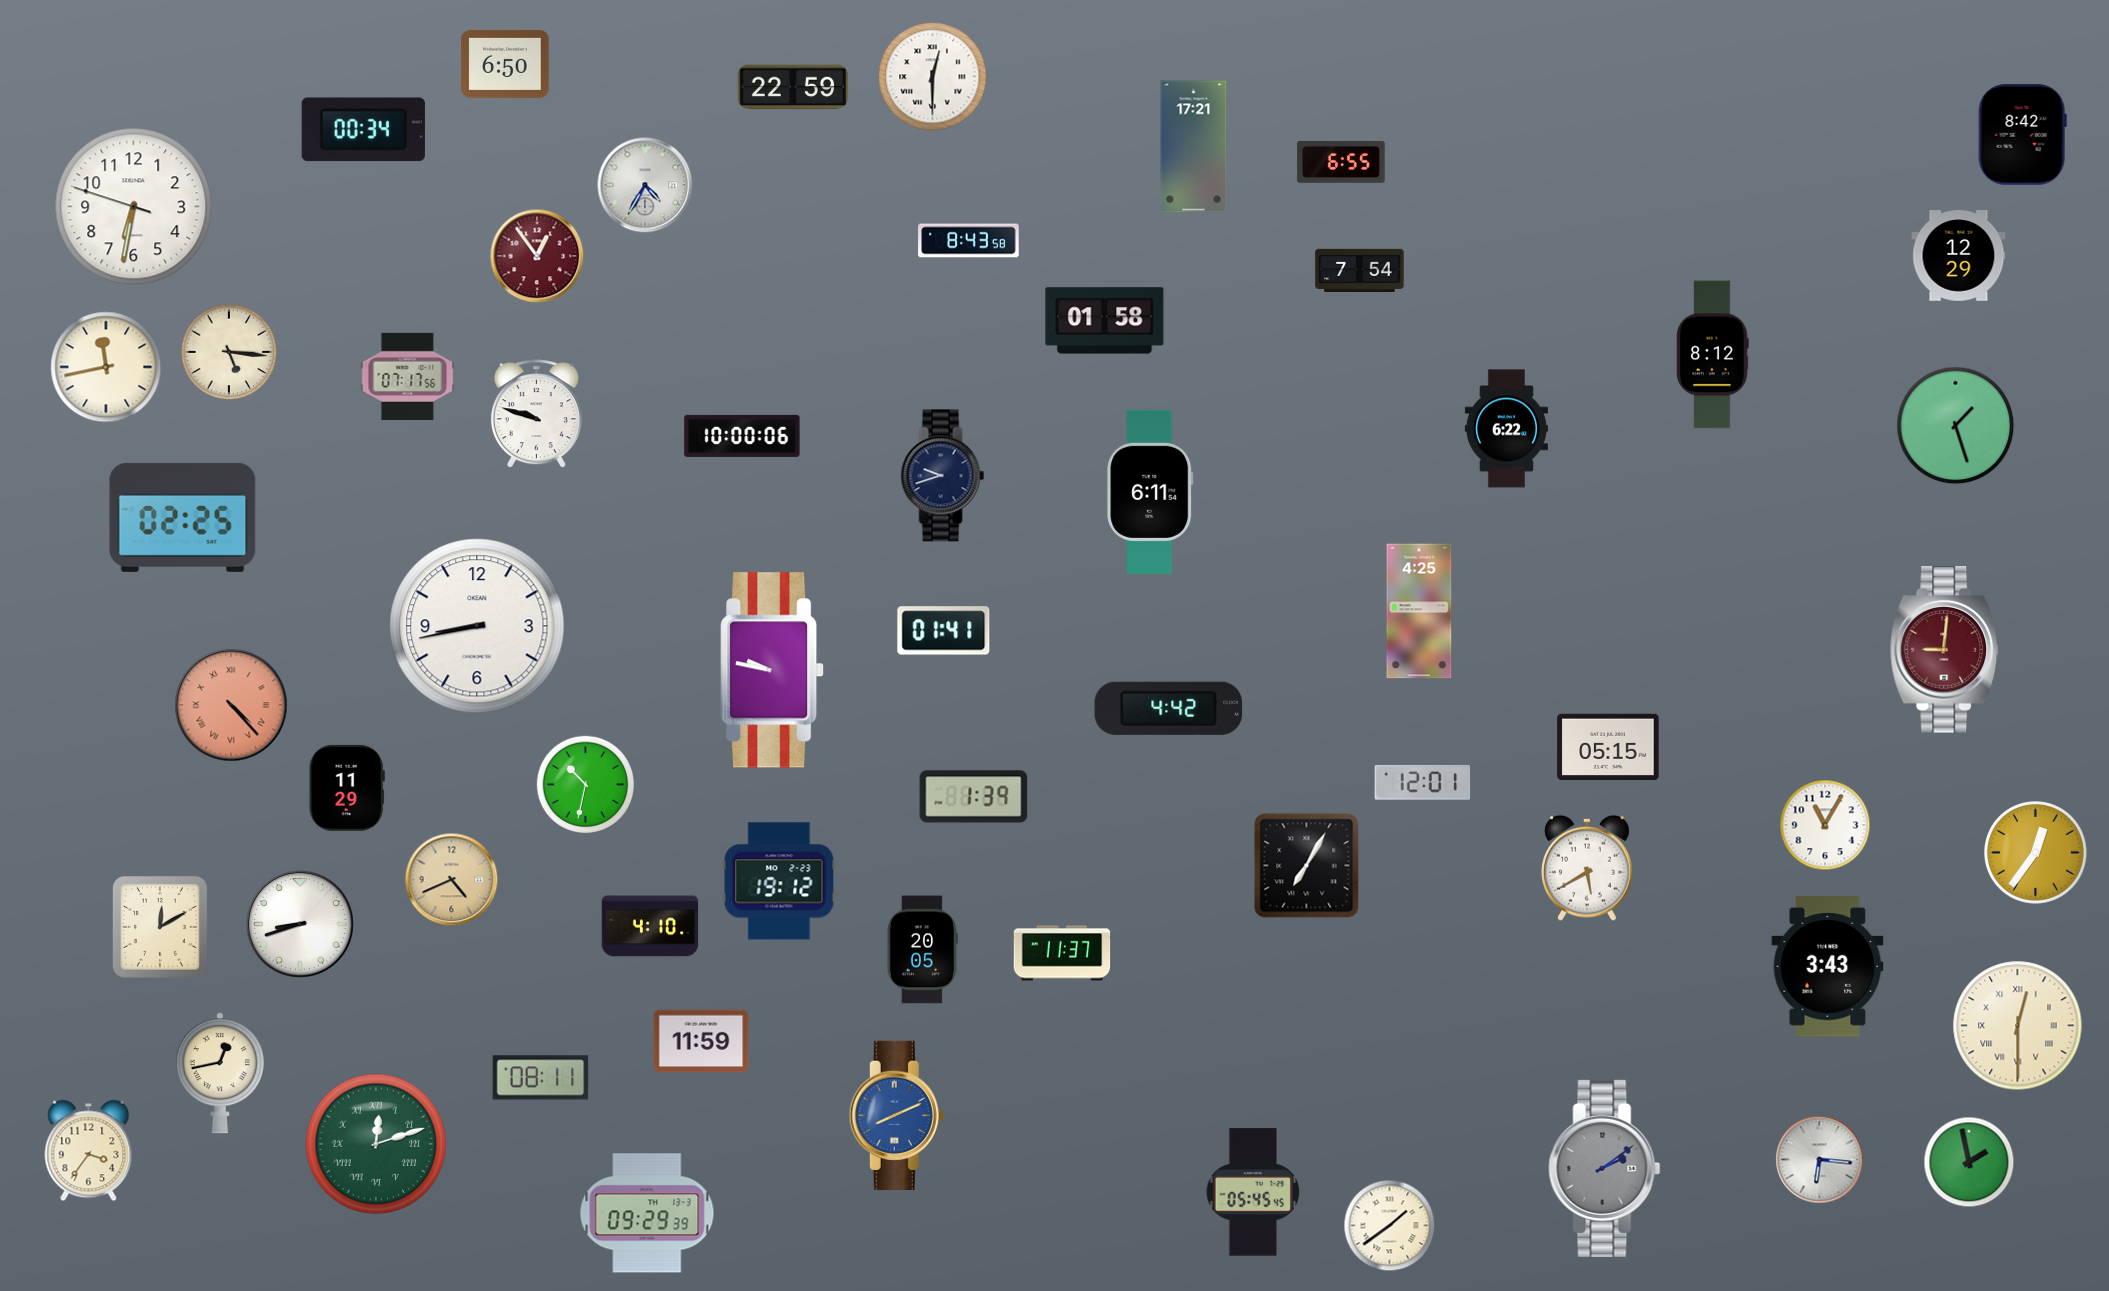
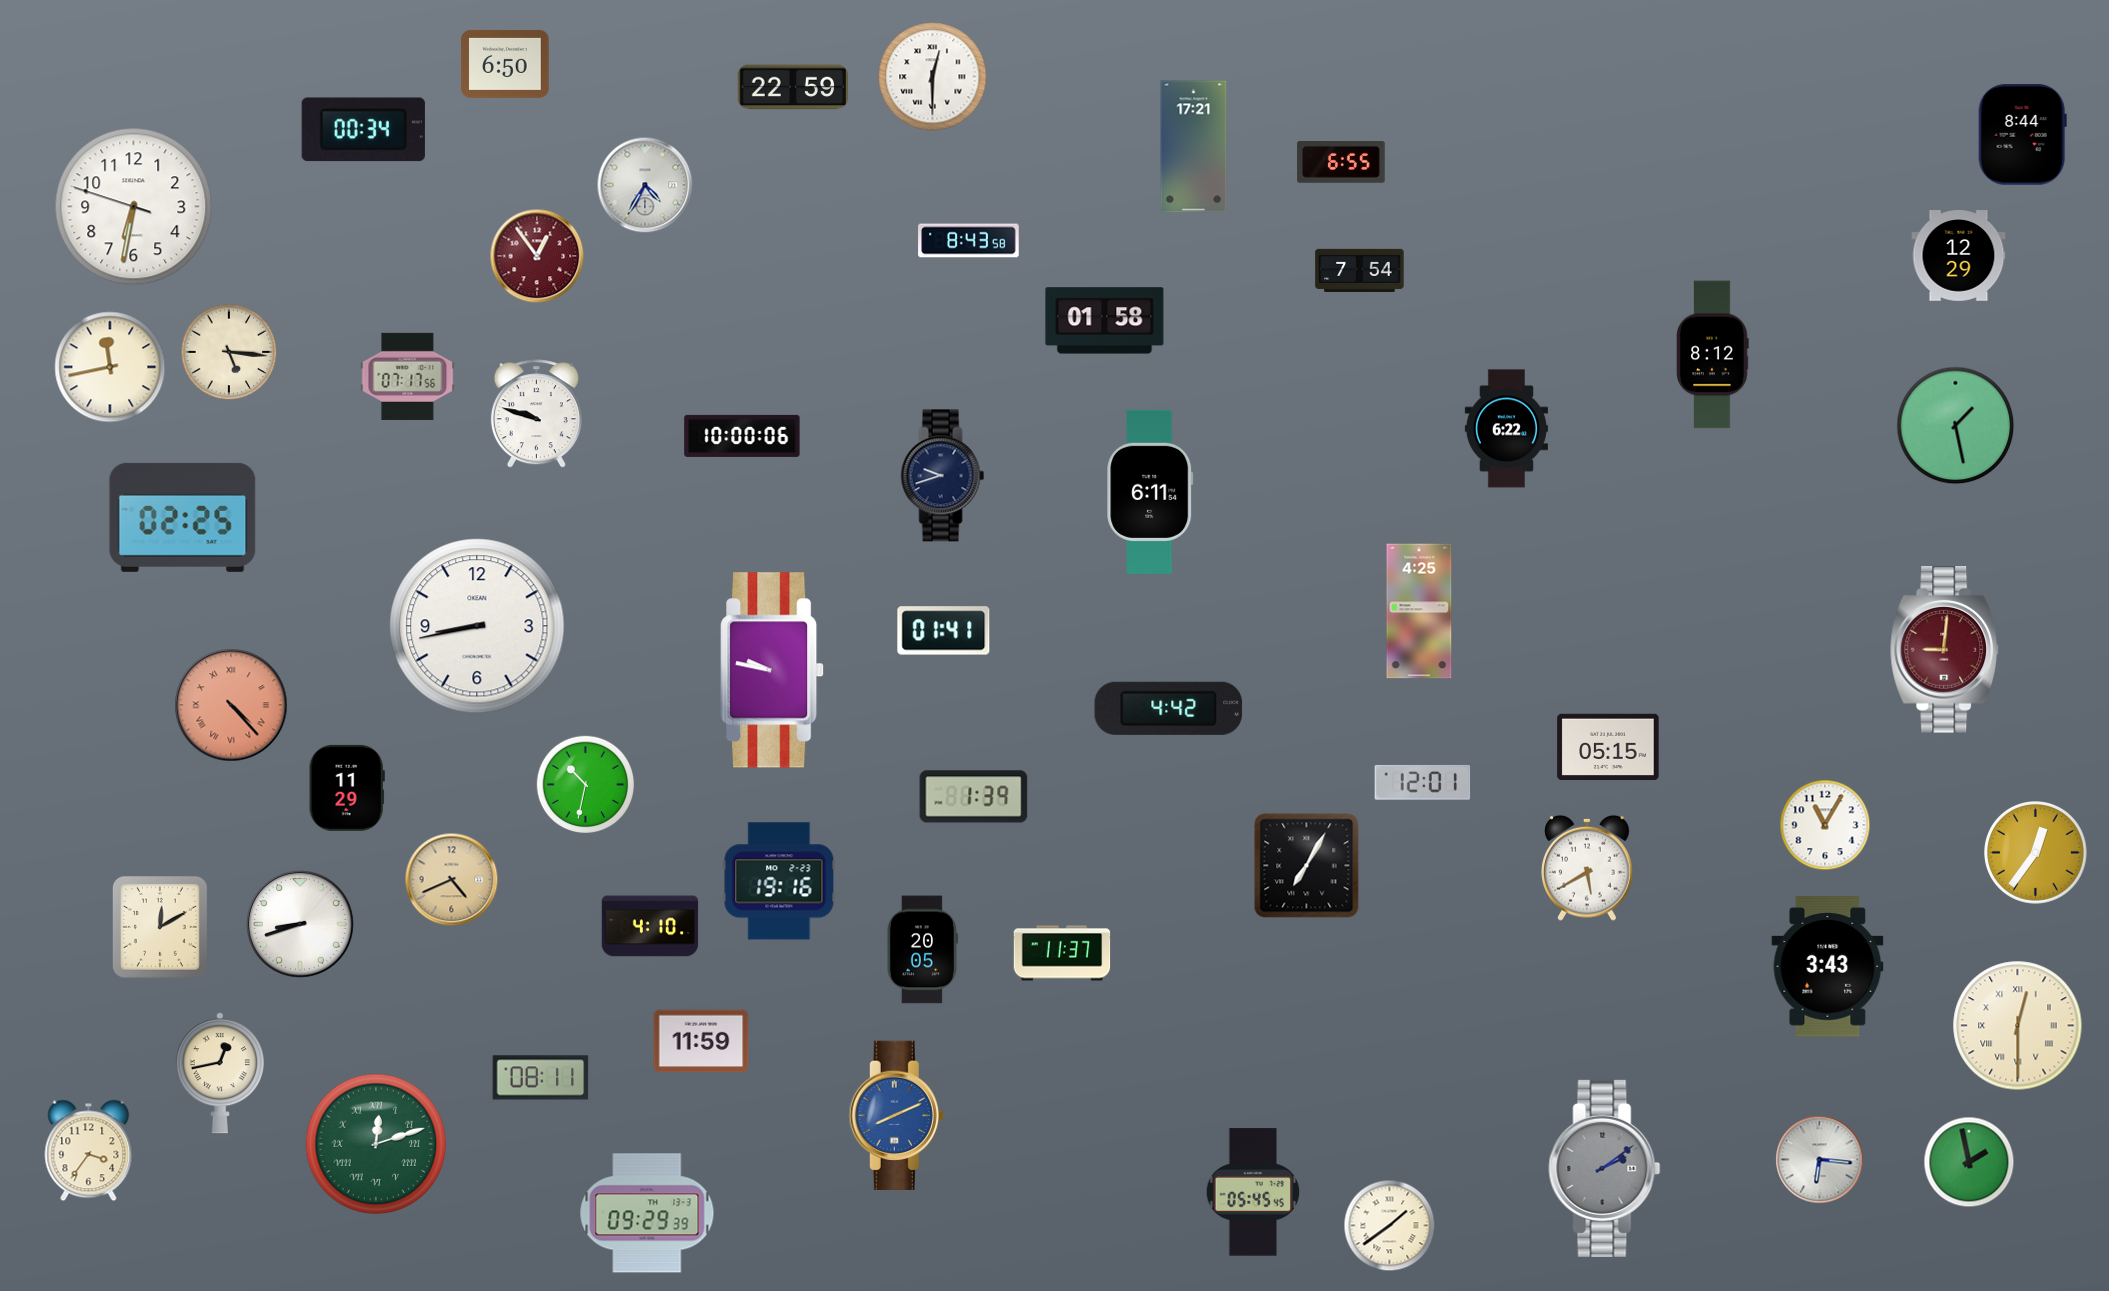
clock at (2022, 135): 8:42 -> 8:44
clock at (106, 367) position: (106, 367) -> (110, 367)
clock at (1956, 426): 1:27 -> 1:28
clock at (779, 881): 19:12 -> 19:16
